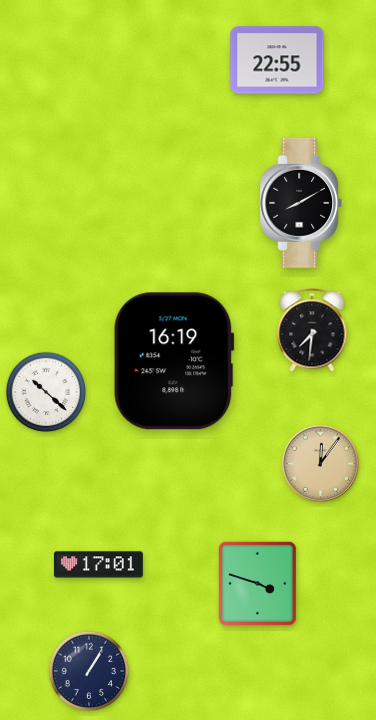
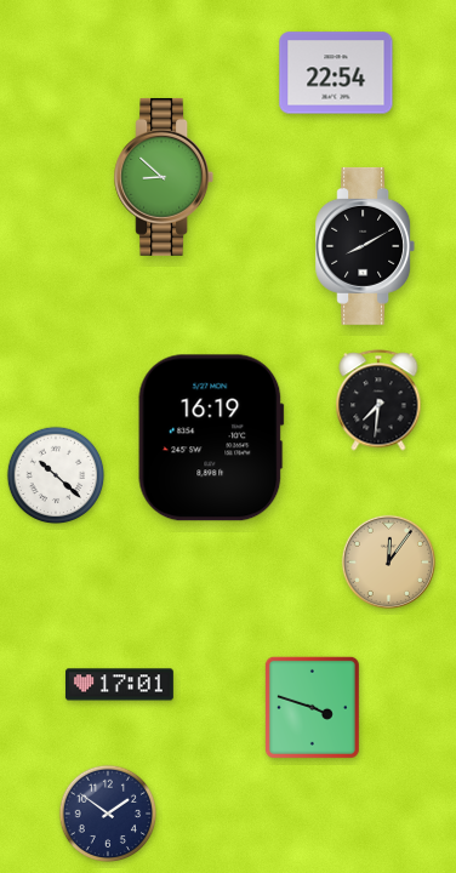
clock at (277, 60): 22:55 -> 22:54
clock at (164, 177): none -> 8:52
clock at (89, 671): 1:05 -> 1:51
